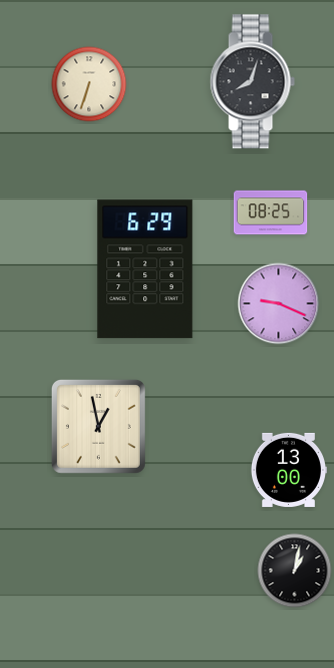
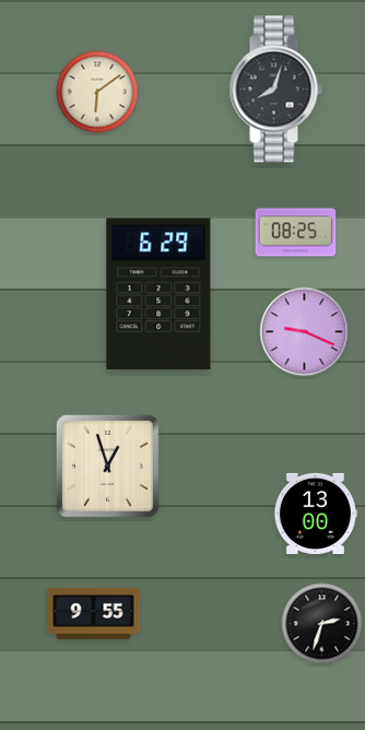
clock at (89, 84): 6:33 -> 6:09
clock at (98, 426): 12:58 -> 12:57
clock at (94, 613): none -> 9:55
clock at (295, 571): 1:02 -> 2:33
